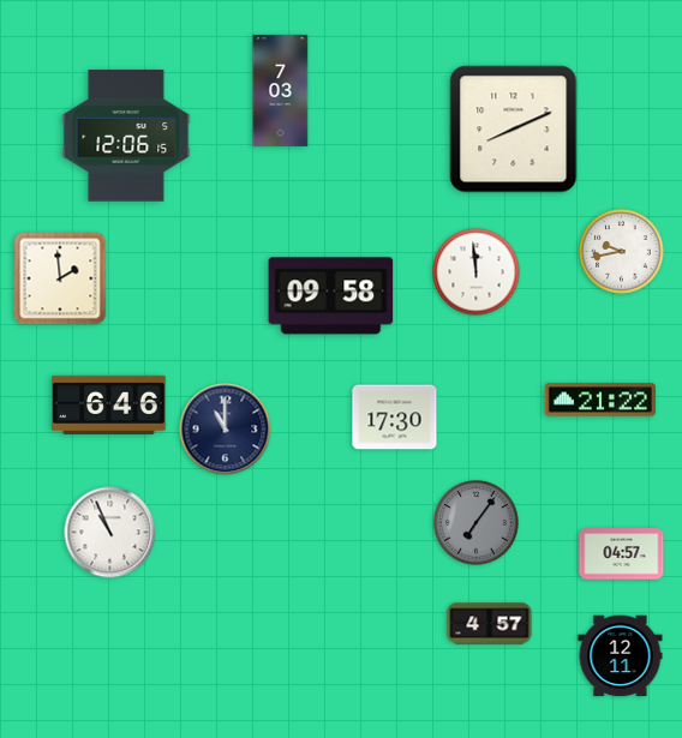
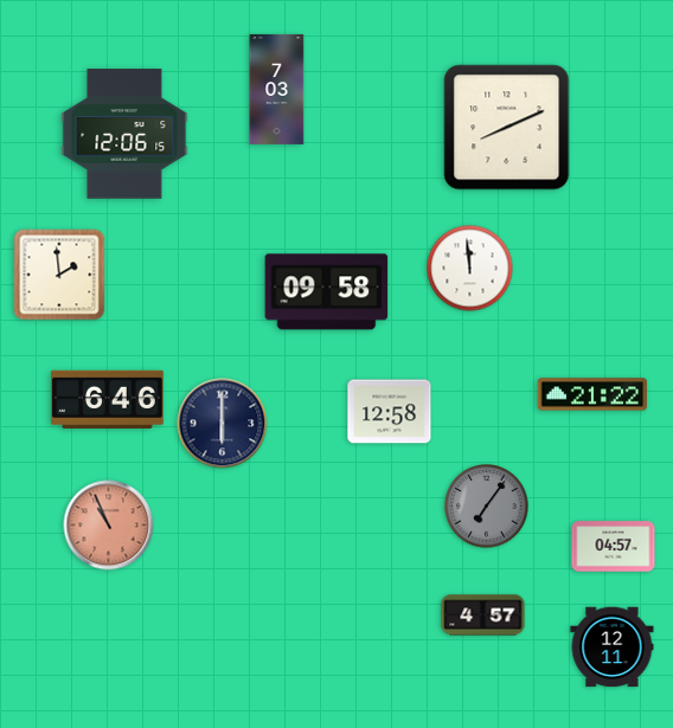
clock at (622, 252): 9:43 -> none
clock at (395, 418): 17:30 -> 12:58
clock at (226, 430): 11:00 -> 6:00
clock at (477, 523) position: (477, 523) -> (487, 507)
clock at (110, 533) dial: white -> salmon
